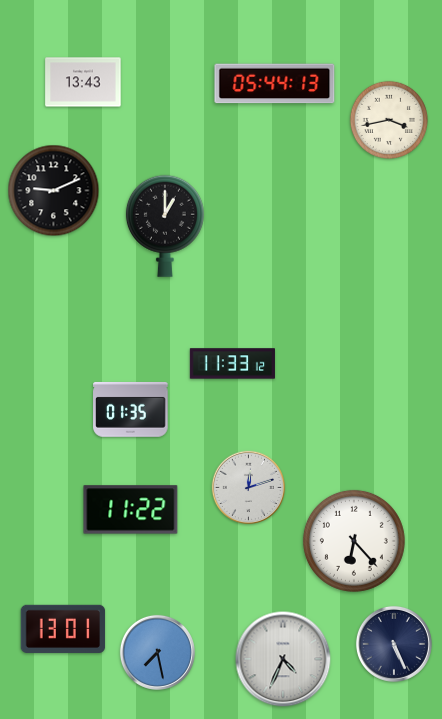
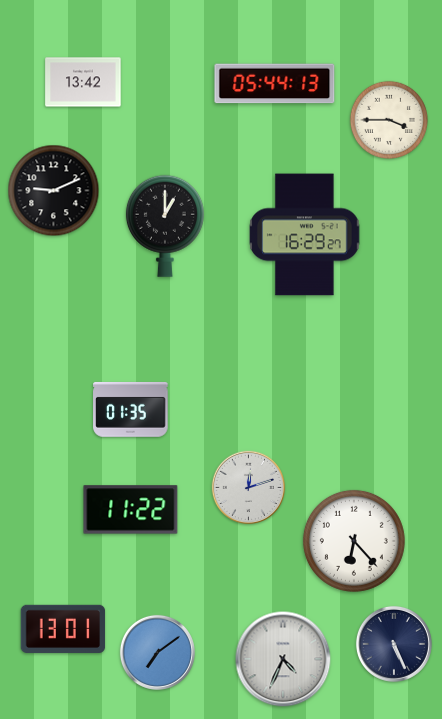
clock at (83, 82): 13:43 -> 13:42
clock at (388, 119): 3:43 -> 3:45
clock at (305, 235): none -> 16:29
clock at (232, 364): 11:33 -> none
clock at (157, 652): 7:28 -> 7:09
